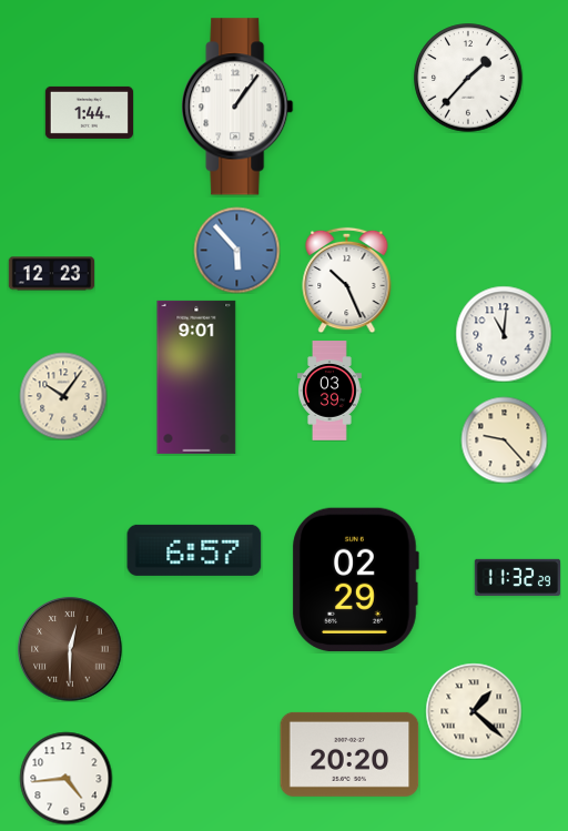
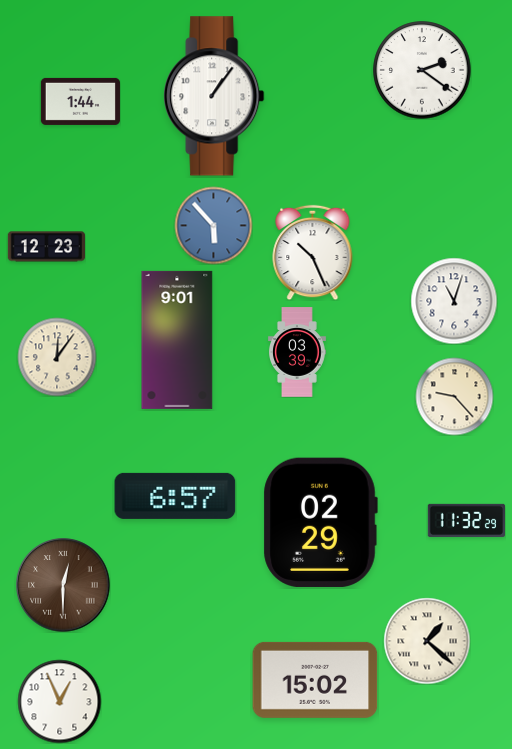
clock at (468, 78): 1:37 -> 2:21
clock at (504, 334): 11:01 -> 11:03
clock at (63, 396): 10:06 -> 12:06
clock at (349, 754): 20:20 -> 15:02
clock at (65, 778): 4:44 -> 12:56
